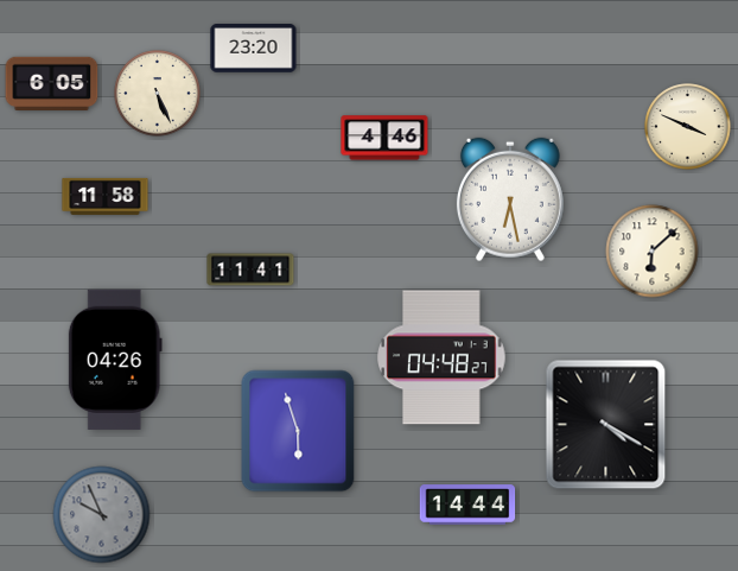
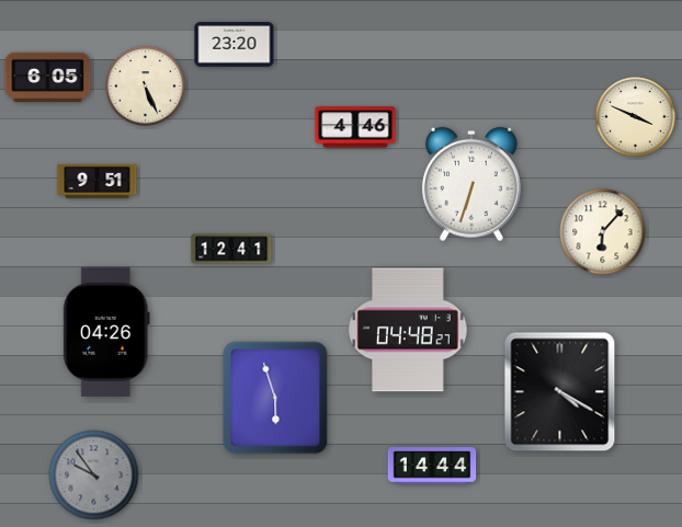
clock at (106, 196): 11:58 -> 9:51
clock at (510, 199): 6:28 -> 6:33
clock at (653, 252): 6:08 -> 6:07
clock at (250, 269): 11:41 -> 12:41
clock at (102, 515): 9:56 -> 9:54
